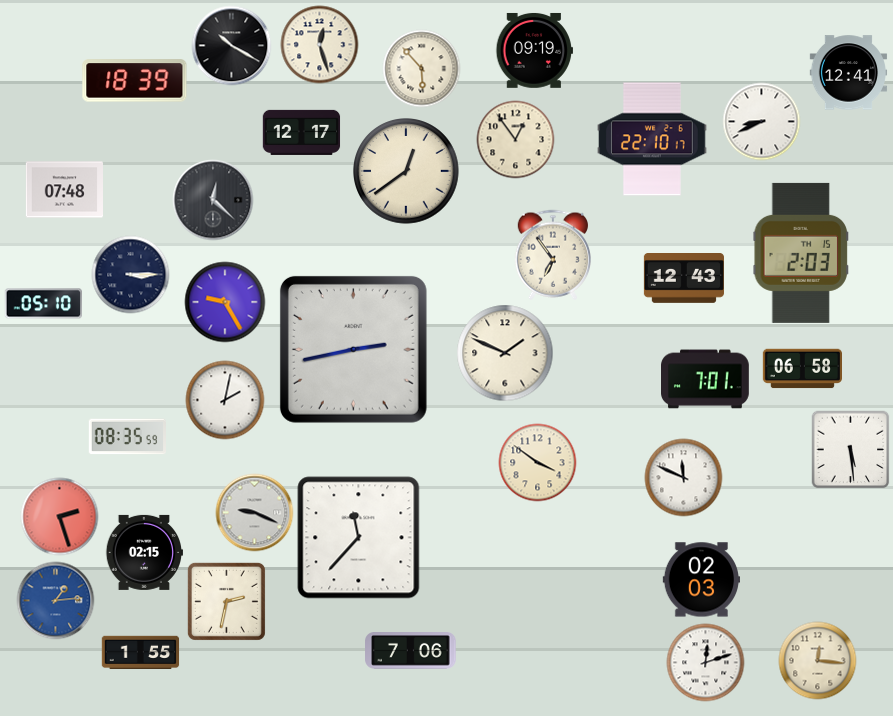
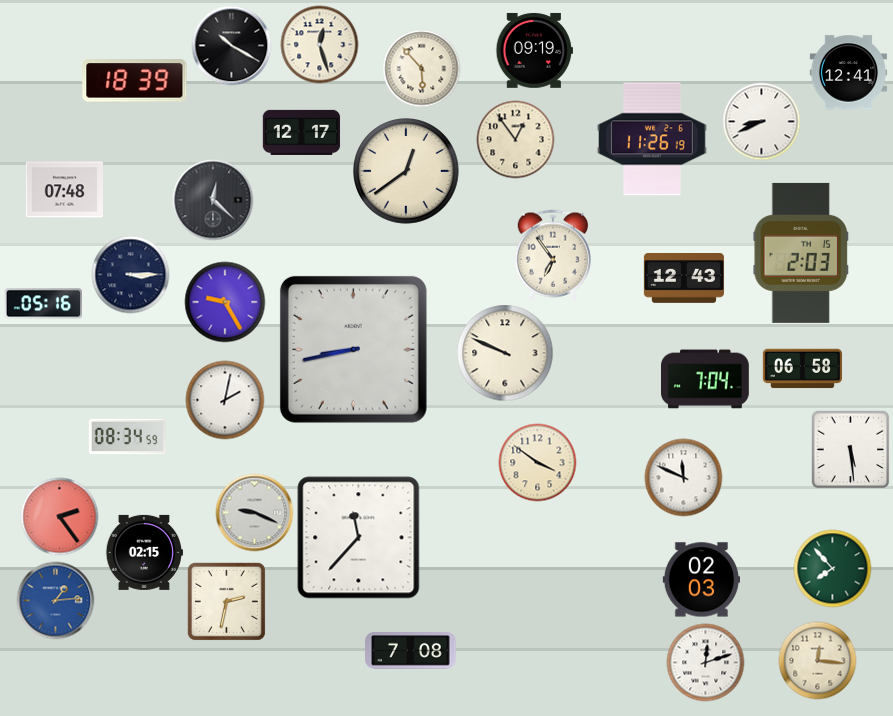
clock at (652, 139): 22:10 -> 11:26
clock at (43, 304): 05:10 -> 05:16
clock at (353, 349): 2:43 -> 8:43
clock at (505, 353): 1:49 -> 9:49
clock at (706, 379): 7:01 -> 7:04
clock at (127, 437): 08:35 -> 08:34
clock at (59, 516): 2:27 -> 2:24
clock at (832, 568): none -> 7:53
clock at (411, 651): 7:06 -> 7:08
clock at (140, 652): 1:55 -> none
